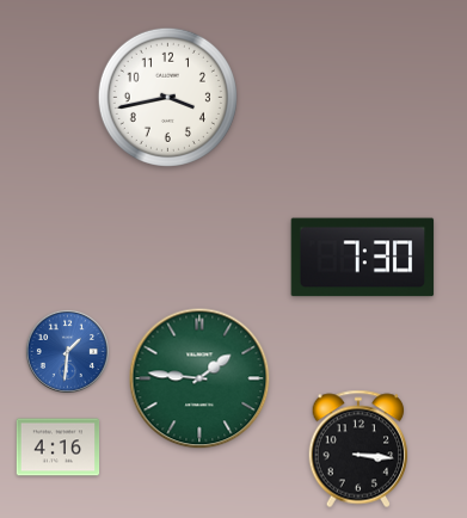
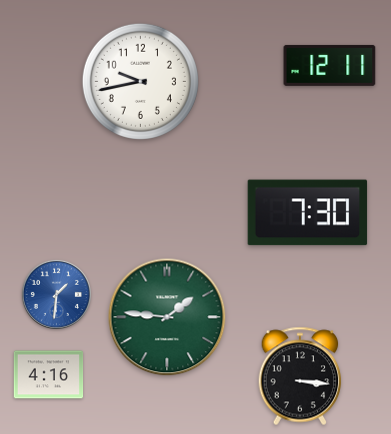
clock at (330, 65): none -> 12:11
clock at (167, 97): 3:43 -> 9:43
clock at (363, 258) position: (363, 258) -> (308, 213)
